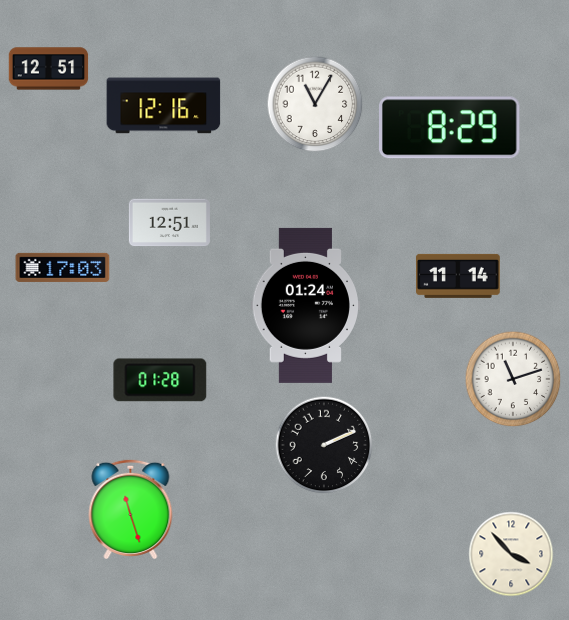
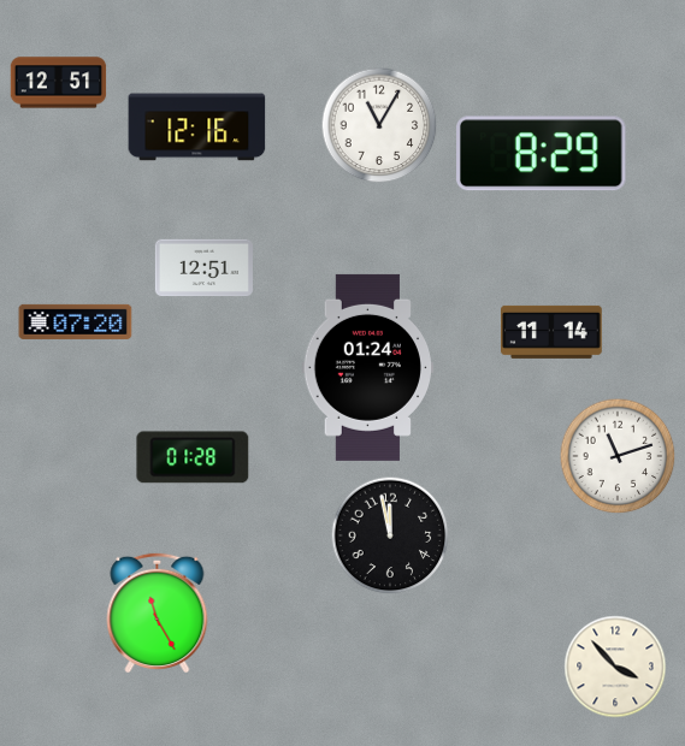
clock at (63, 267): 17:03 -> 07:20
clock at (324, 445): 2:11 -> 11:58
clock at (131, 508): 11:27 -> 11:25
